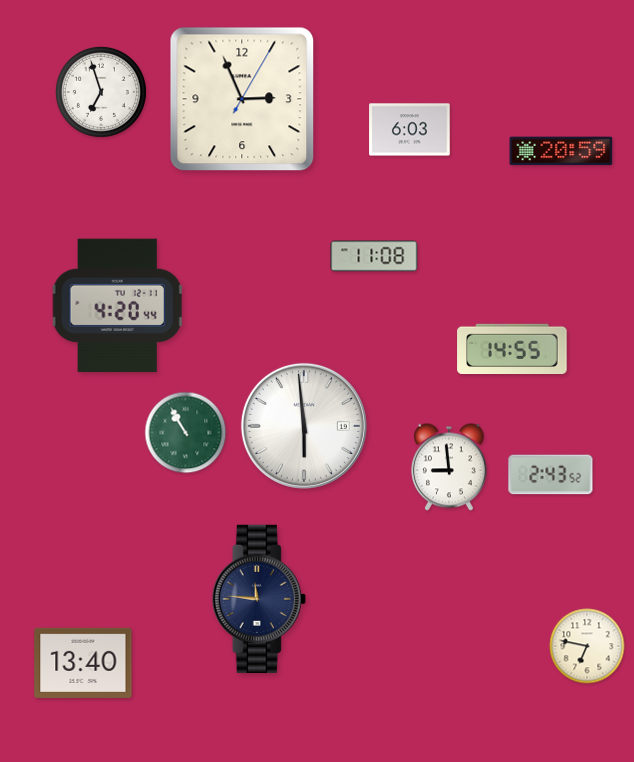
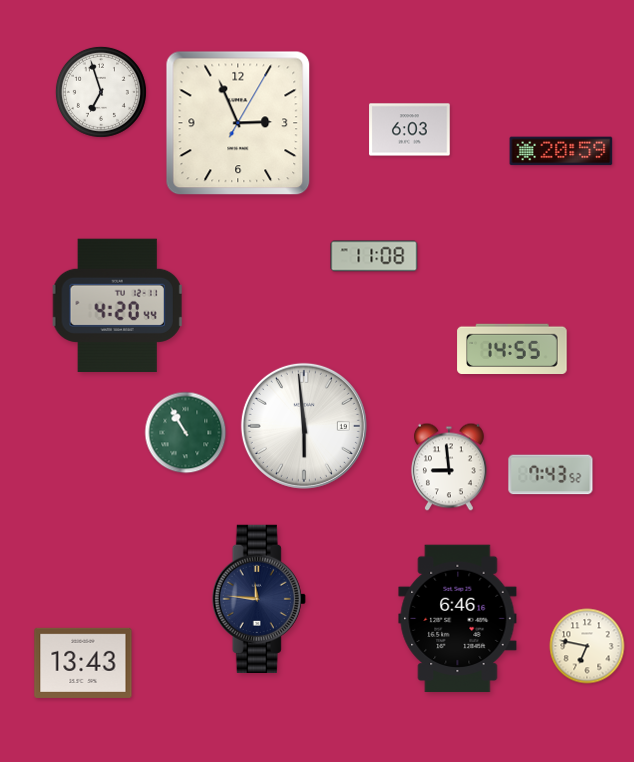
clock at (242, 99) position: (242, 99) -> (238, 123)
clock at (551, 475): 2:43 -> 7:43
clock at (458, 619): none -> 6:46
clock at (83, 663): 13:40 -> 13:43
